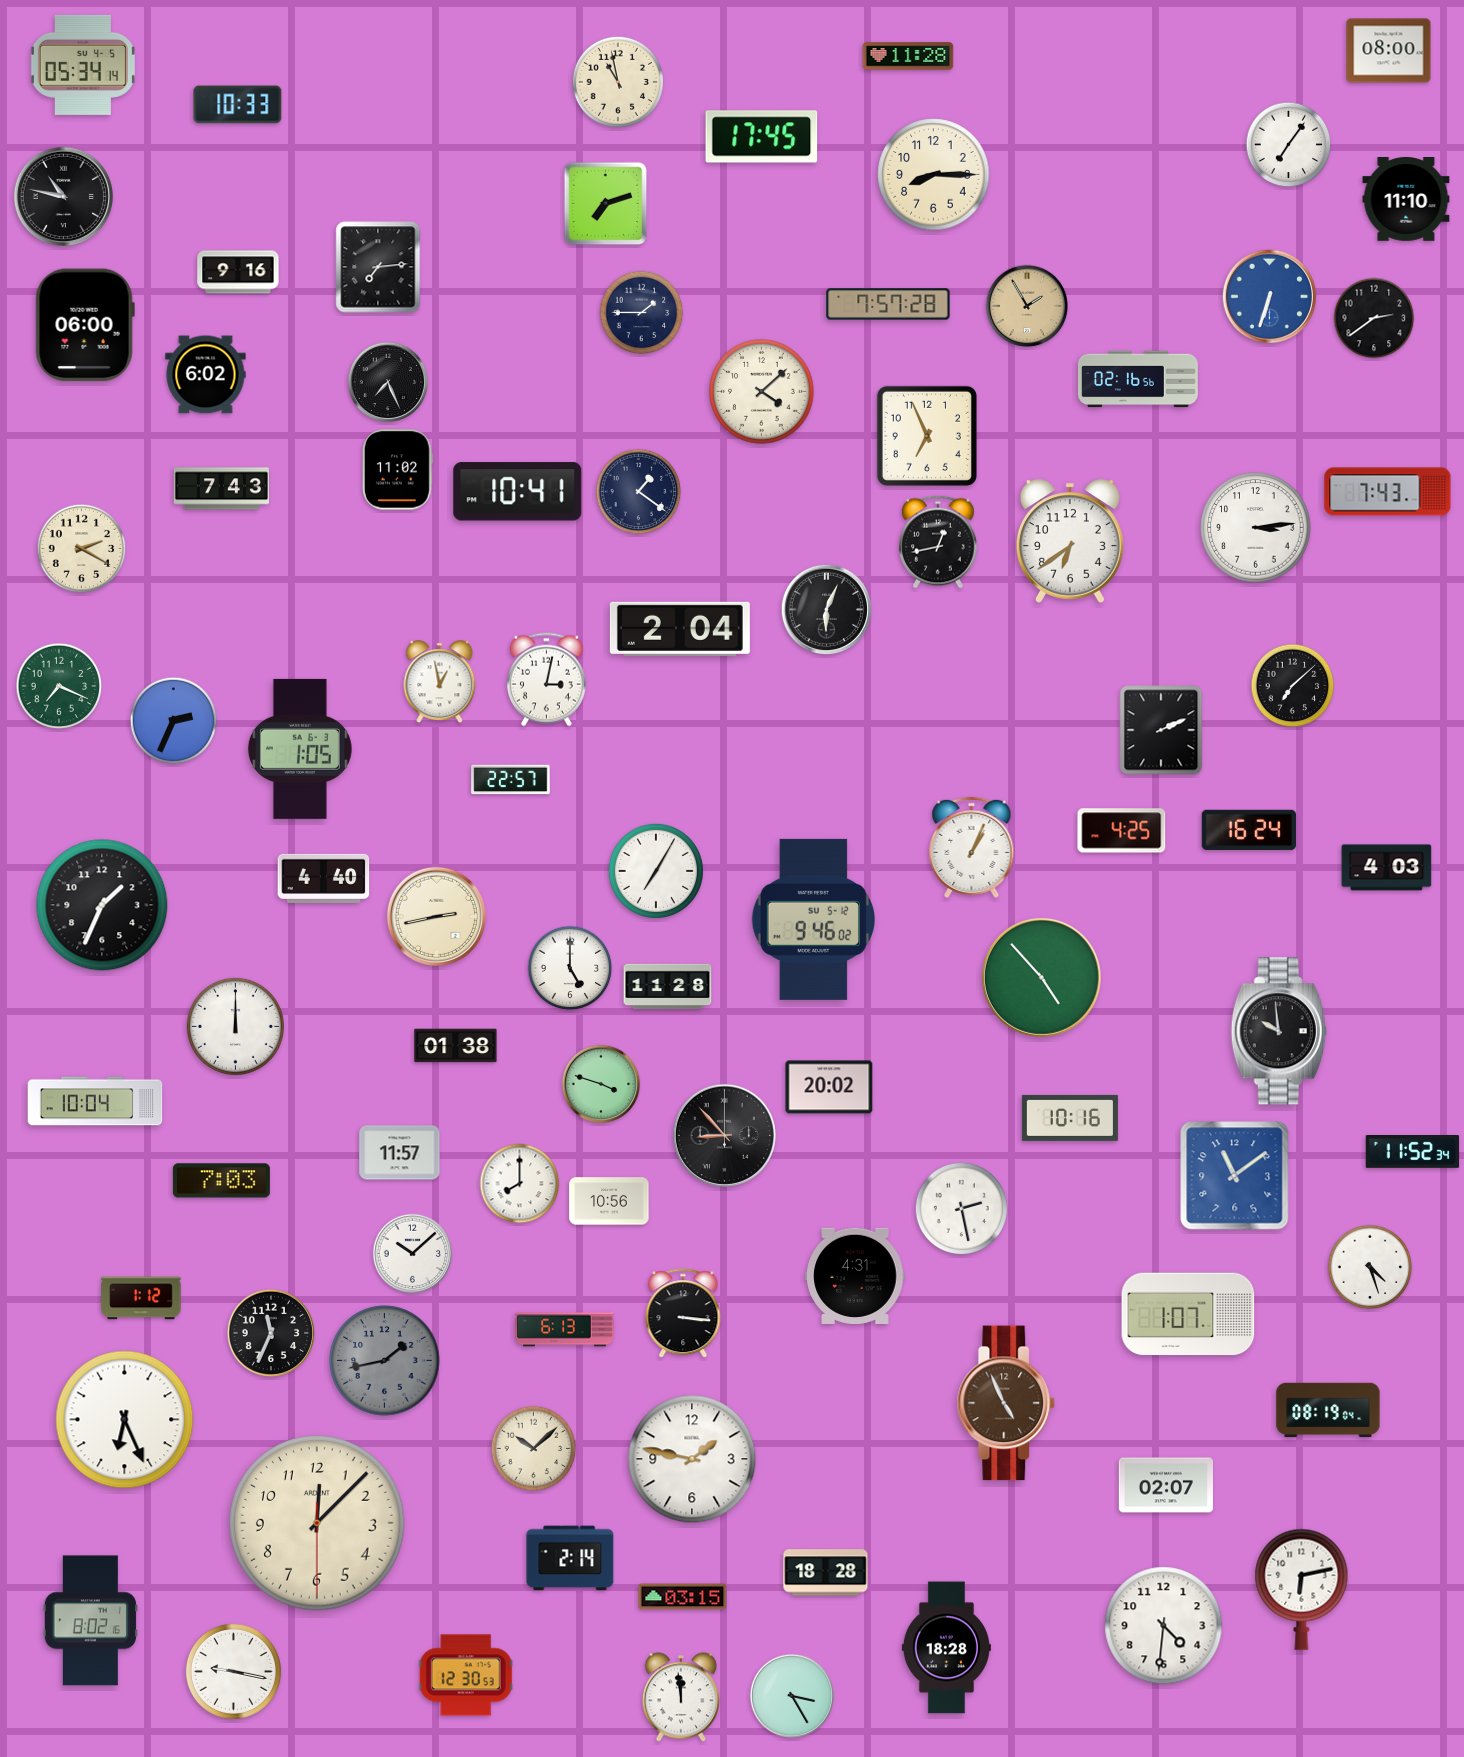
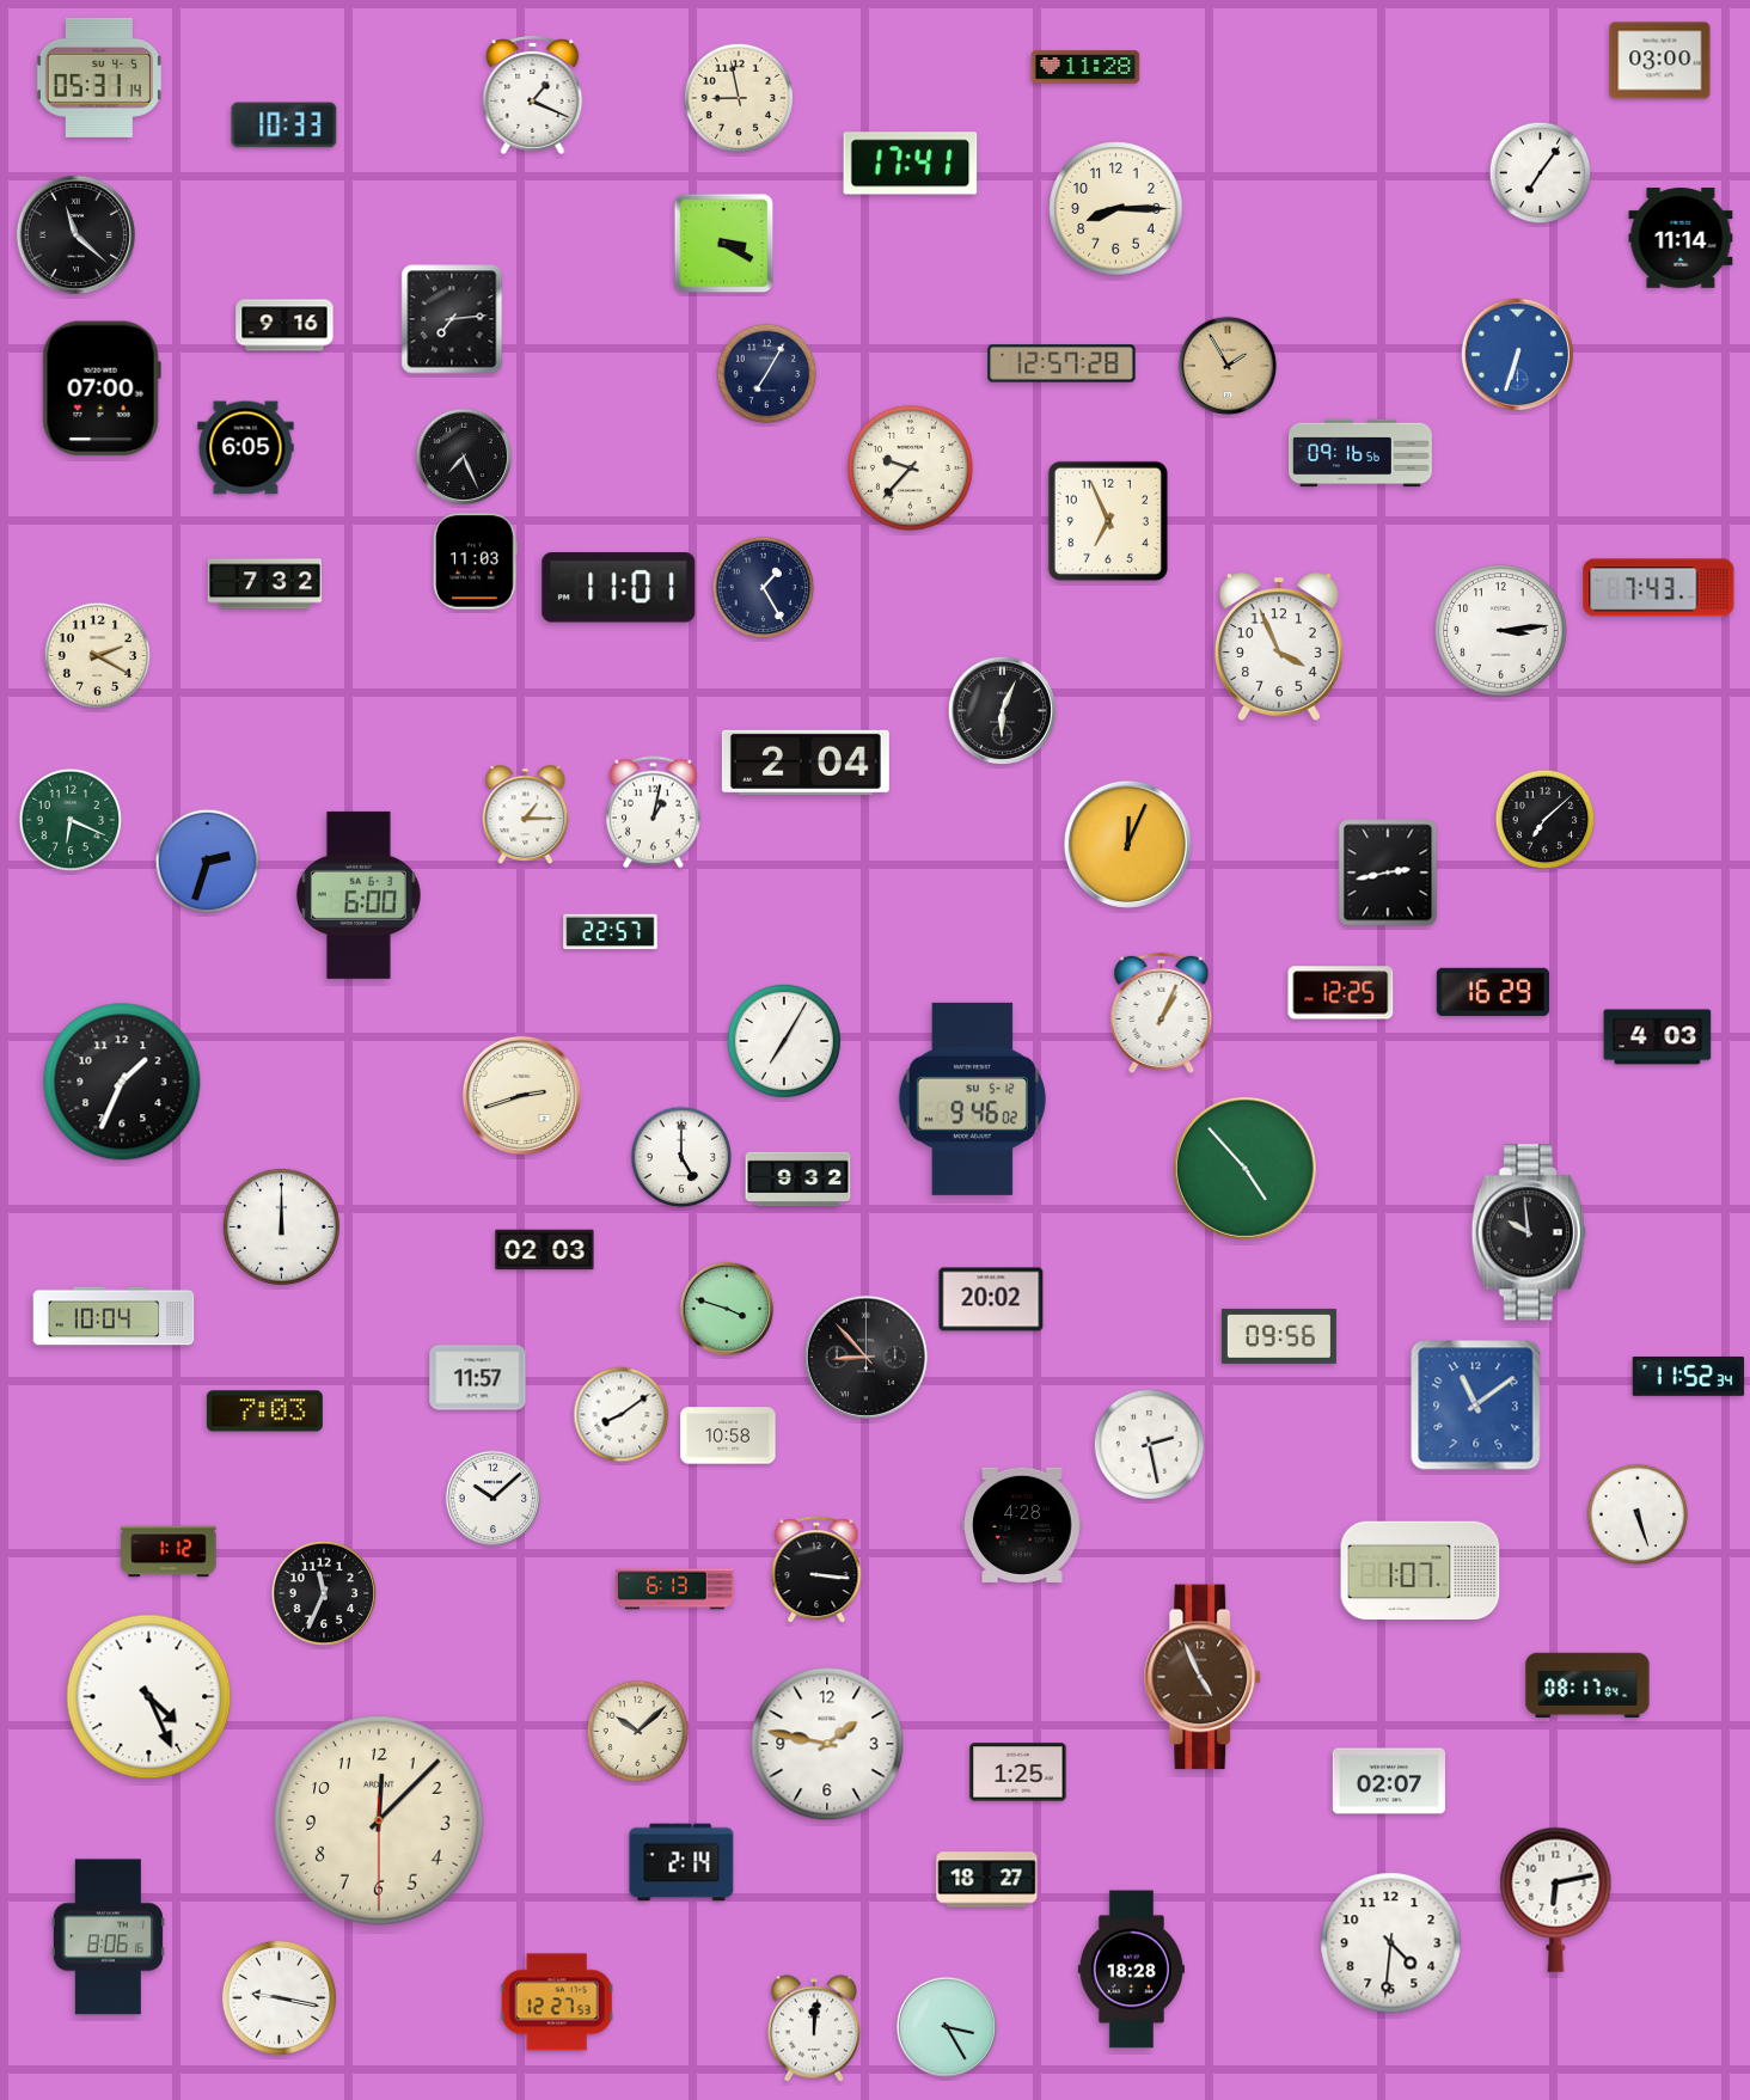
clock at (1389, 51): 08:00 -> 03:00
clock at (83, 65): 05:34 -> 05:31
clock at (533, 96): none -> 1:19
clock at (617, 81): 10:58 -> 8:58
clock at (762, 137): 17:45 -> 17:41
clock at (63, 196): 10:47 -> 11:22
clock at (1406, 200): 11:10 -> 11:14
clock at (606, 204): 7:12 -> 3:20
clock at (888, 304): 7:57 -> 12:57
clock at (642, 313): 1:45 -> 7:05
clock at (1374, 318): 2:39 -> none
clock at (85, 325): 06:00 -> 07:00
clock at (206, 375): 6:02 -> 6:05
clock at (1138, 379): 02:16 -> 09:16
clock at (762, 392): 4:08 -> 9:37
clock at (397, 470): 11:02 -> 11:03
clock at (221, 489): 7:43 -> 7:32
clock at (518, 492): 10:41 -> 11:01
clock at (639, 492): 1:21 -> 1:25
clock at (1070, 541): 6:39 -> 3:56
clock at (939, 542): 12:43 -> none
clock at (826, 609) position: (826, 609) -> (1002, 710)
clock at (680, 629) position: (680, 629) -> (806, 763)
clock at (546, 680): 3:02 -> 1:02
clock at (440, 682): 12:58 -> 1:15
clock at (59, 686): 7:19 -> 6:19
clock at (1127, 844): none -> 12:04
clock at (174, 721): 2:34 -> 2:33
clock at (1161, 730): 2:11 -> 2:43
clock at (300, 749): 1:05 -> 6:00
clock at (1249, 830): 16:24 -> 16:29
clock at (1122, 831): 4:25 -> 12:25
clock at (324, 878): 4:40 -> none
clock at (436, 916): 2:43 -> 2:42
clock at (668, 987): 11:28 -> 9:32
clock at (456, 1046): 01:38 -> 02:03
clock at (601, 1084) position: (601, 1084) -> (727, 1309)
clock at (1070, 1118): 10:16 -> 09:56
clock at (520, 1184): 8:00 -> 8:09
clock at (609, 1201): 10:56 -> 10:58
clock at (1370, 1267): 4:27 -> 5:27
clock at (855, 1276): 4:31 -> 4:28
clock at (385, 1361): 1:43 -> none
clock at (1328, 1410): 08:19 -> 08:17
clock at (125, 1420): 6:26 -> 4:26
clock at (1018, 1773): none -> 1:25
clock at (1165, 1485) position: (1165, 1485) -> (1388, 1781)
clock at (826, 1573): 18:28 -> 18:27
clock at (683, 1597): 03:15 -> none
clock at (90, 1621): 8:02 -> 8:06
clock at (466, 1675): 12:30 -> 12:27
clock at (681, 1697): 11:59 -> 12:01
